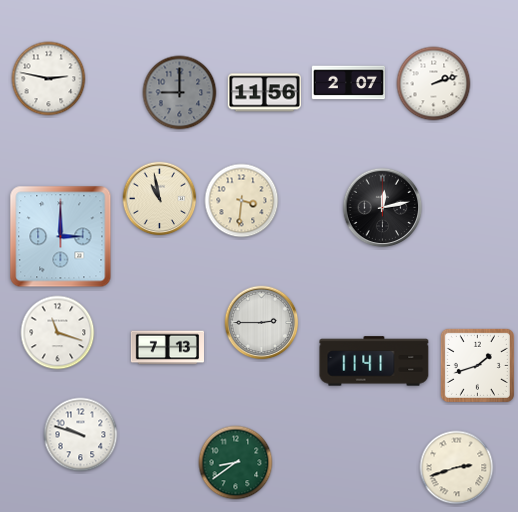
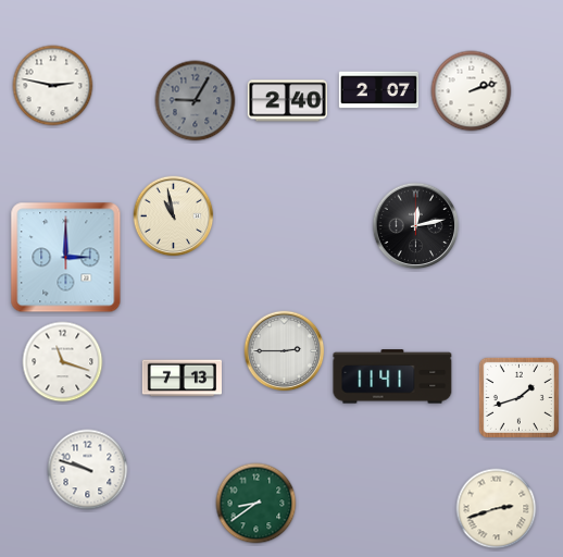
clock at (180, 93): 9:00 -> 9:05
clock at (264, 93): 11:56 -> 2:40
clock at (242, 201): 3:31 -> none
clock at (374, 361) position: (374, 361) -> (392, 376)
clock at (81, 435) position: (81, 435) -> (88, 470)
